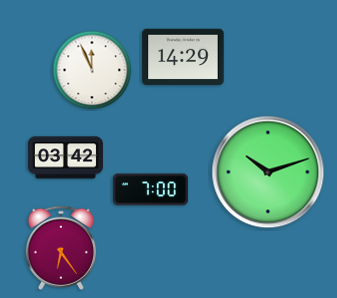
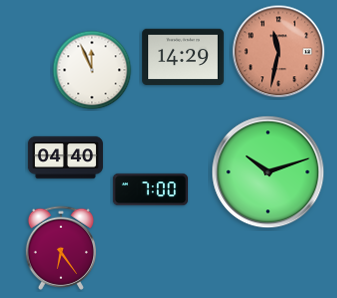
clock at (279, 52): none -> 11:32
clock at (65, 158): 03:42 -> 04:40
